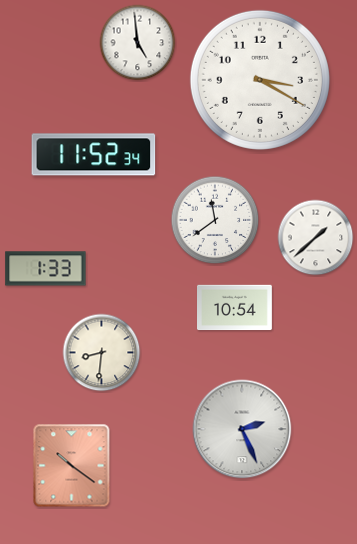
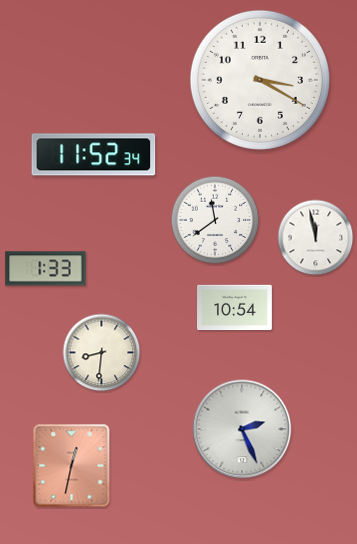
clock at (138, 43): 4:59 -> none
clock at (316, 238): 1:38 -> 11:58
clock at (72, 466): 10:21 -> 12:32
